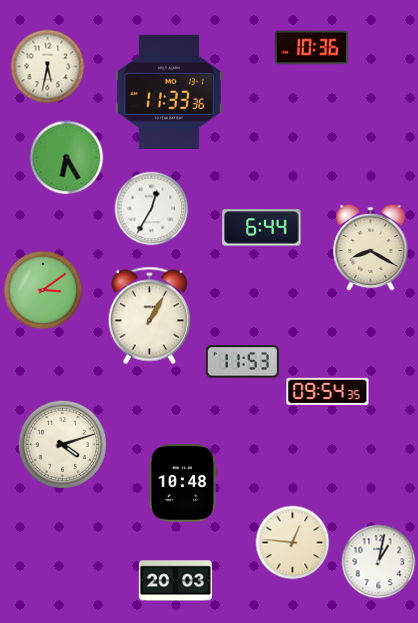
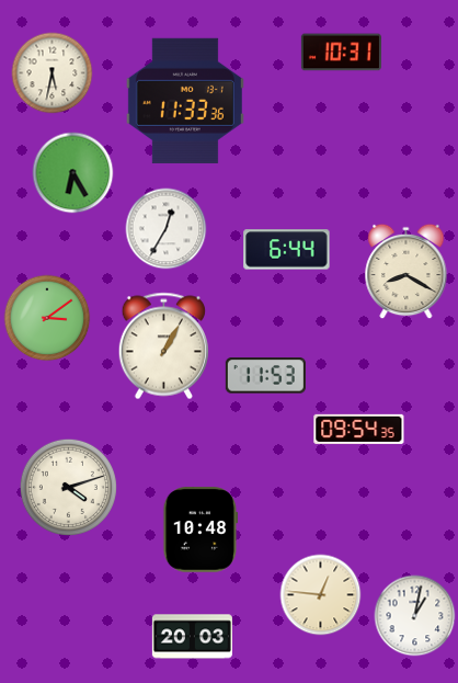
clock at (311, 48): 10:36 -> 10:31
clock at (242, 362) position: (242, 362) -> (265, 376)
